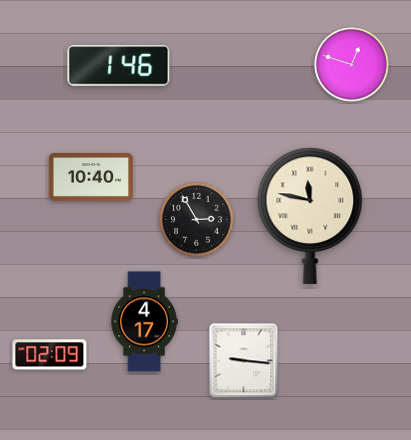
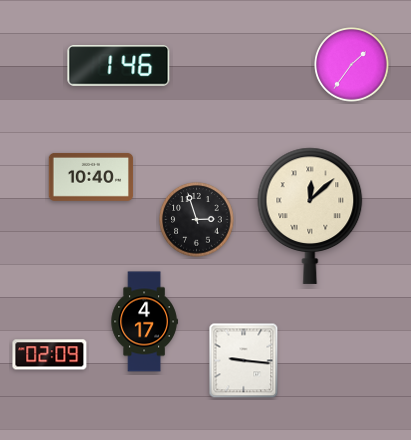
clock at (352, 65): 12:48 -> 1:36
clock at (310, 216): 11:47 -> 12:08
clock at (197, 220): 2:55 -> 2:57
